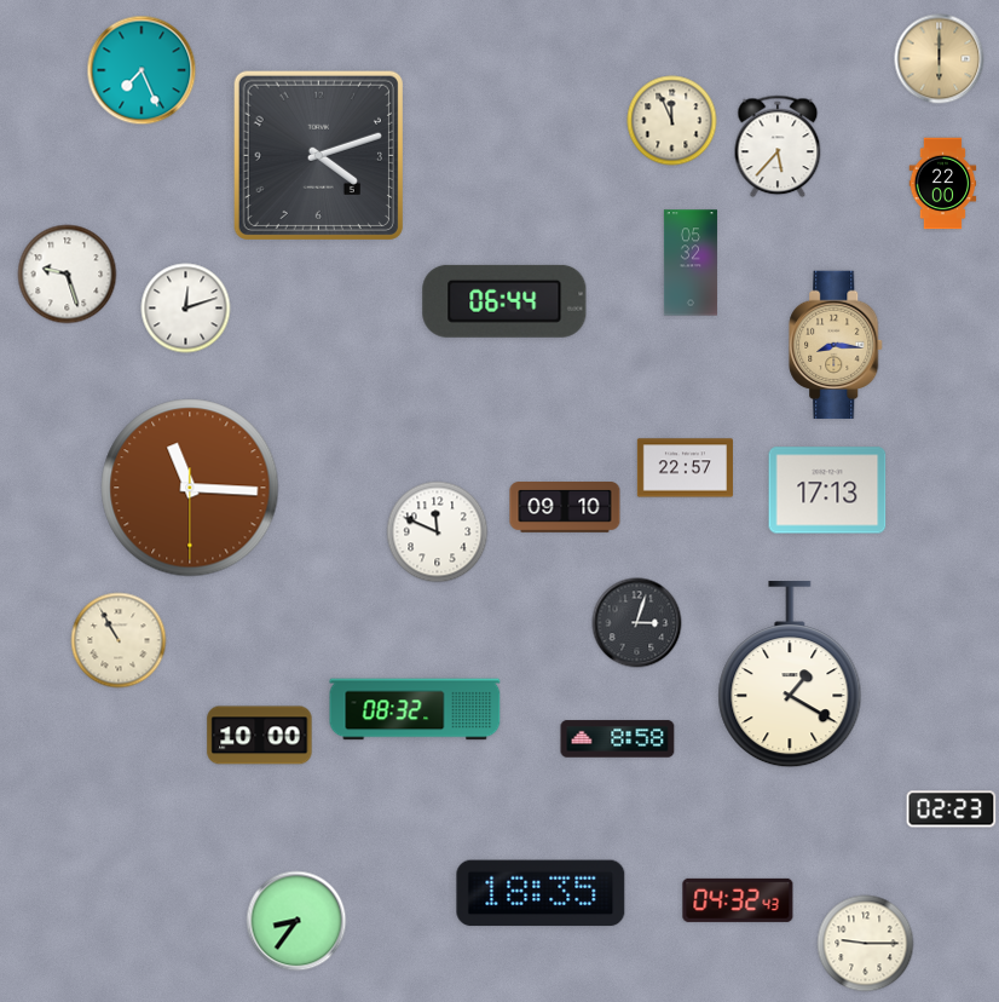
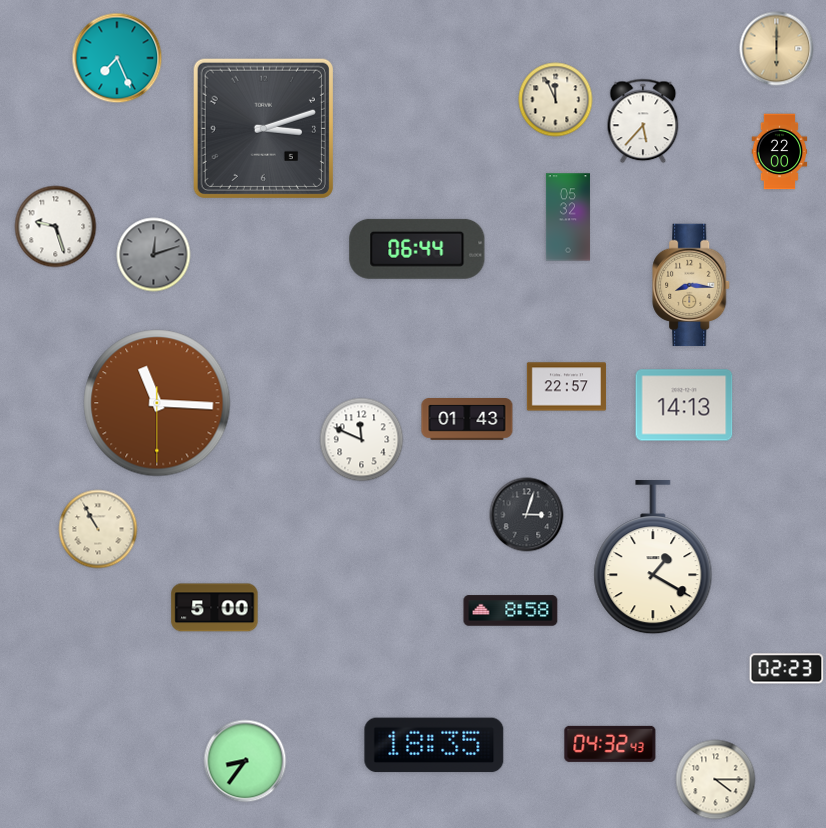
clock at (318, 155): 4:12 -> 3:12
clock at (691, 263) position: (691, 263) -> (568, 217)
clock at (186, 309) dial: white -> grey
clock at (827, 490): 17:13 -> 14:13
clock at (565, 508): 09:10 -> 01:43
clock at (415, 709): 08:32 -> none
clock at (260, 736): 10:00 -> 5:00
clock at (541, 893) position: (541, 893) -> (434, 745)
clock at (866, 944): 9:15 -> 4:15
